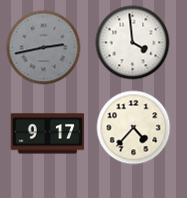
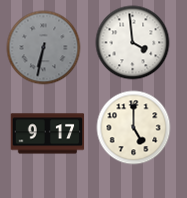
clock at (44, 48): 2:43 -> 6:32
clock at (134, 128): 4:37 -> 5:00
